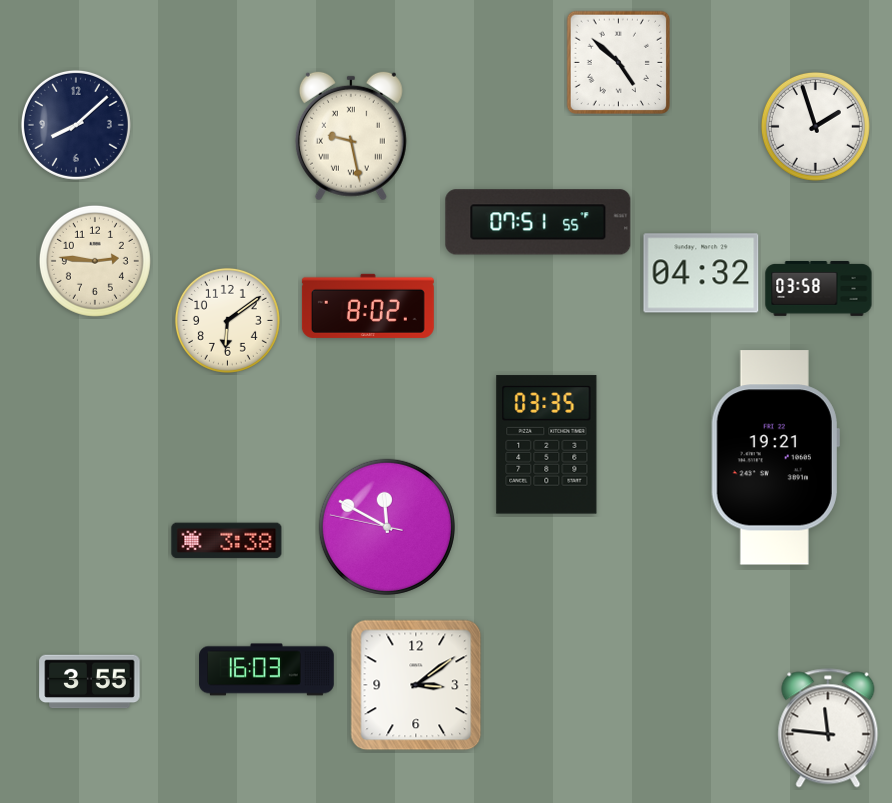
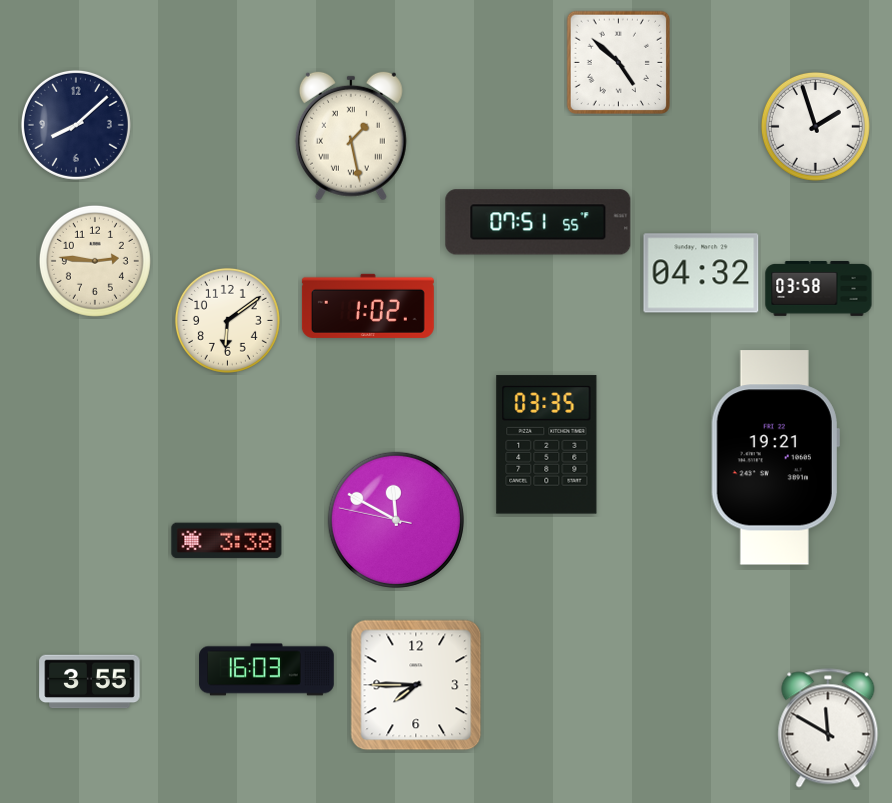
clock at (351, 136): 9:28 -> 1:28
clock at (368, 306): 8:02 -> 1:02
clock at (387, 527) position: (387, 527) -> (396, 520)
clock at (416, 685): 3:09 -> 7:45
clock at (828, 728): 11:46 -> 11:50
